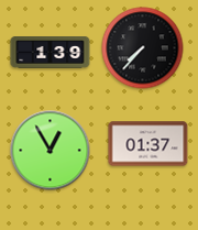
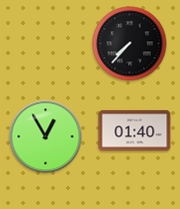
clock at (51, 53): 1:39 -> none
clock at (148, 144): 01:37 -> 01:40
